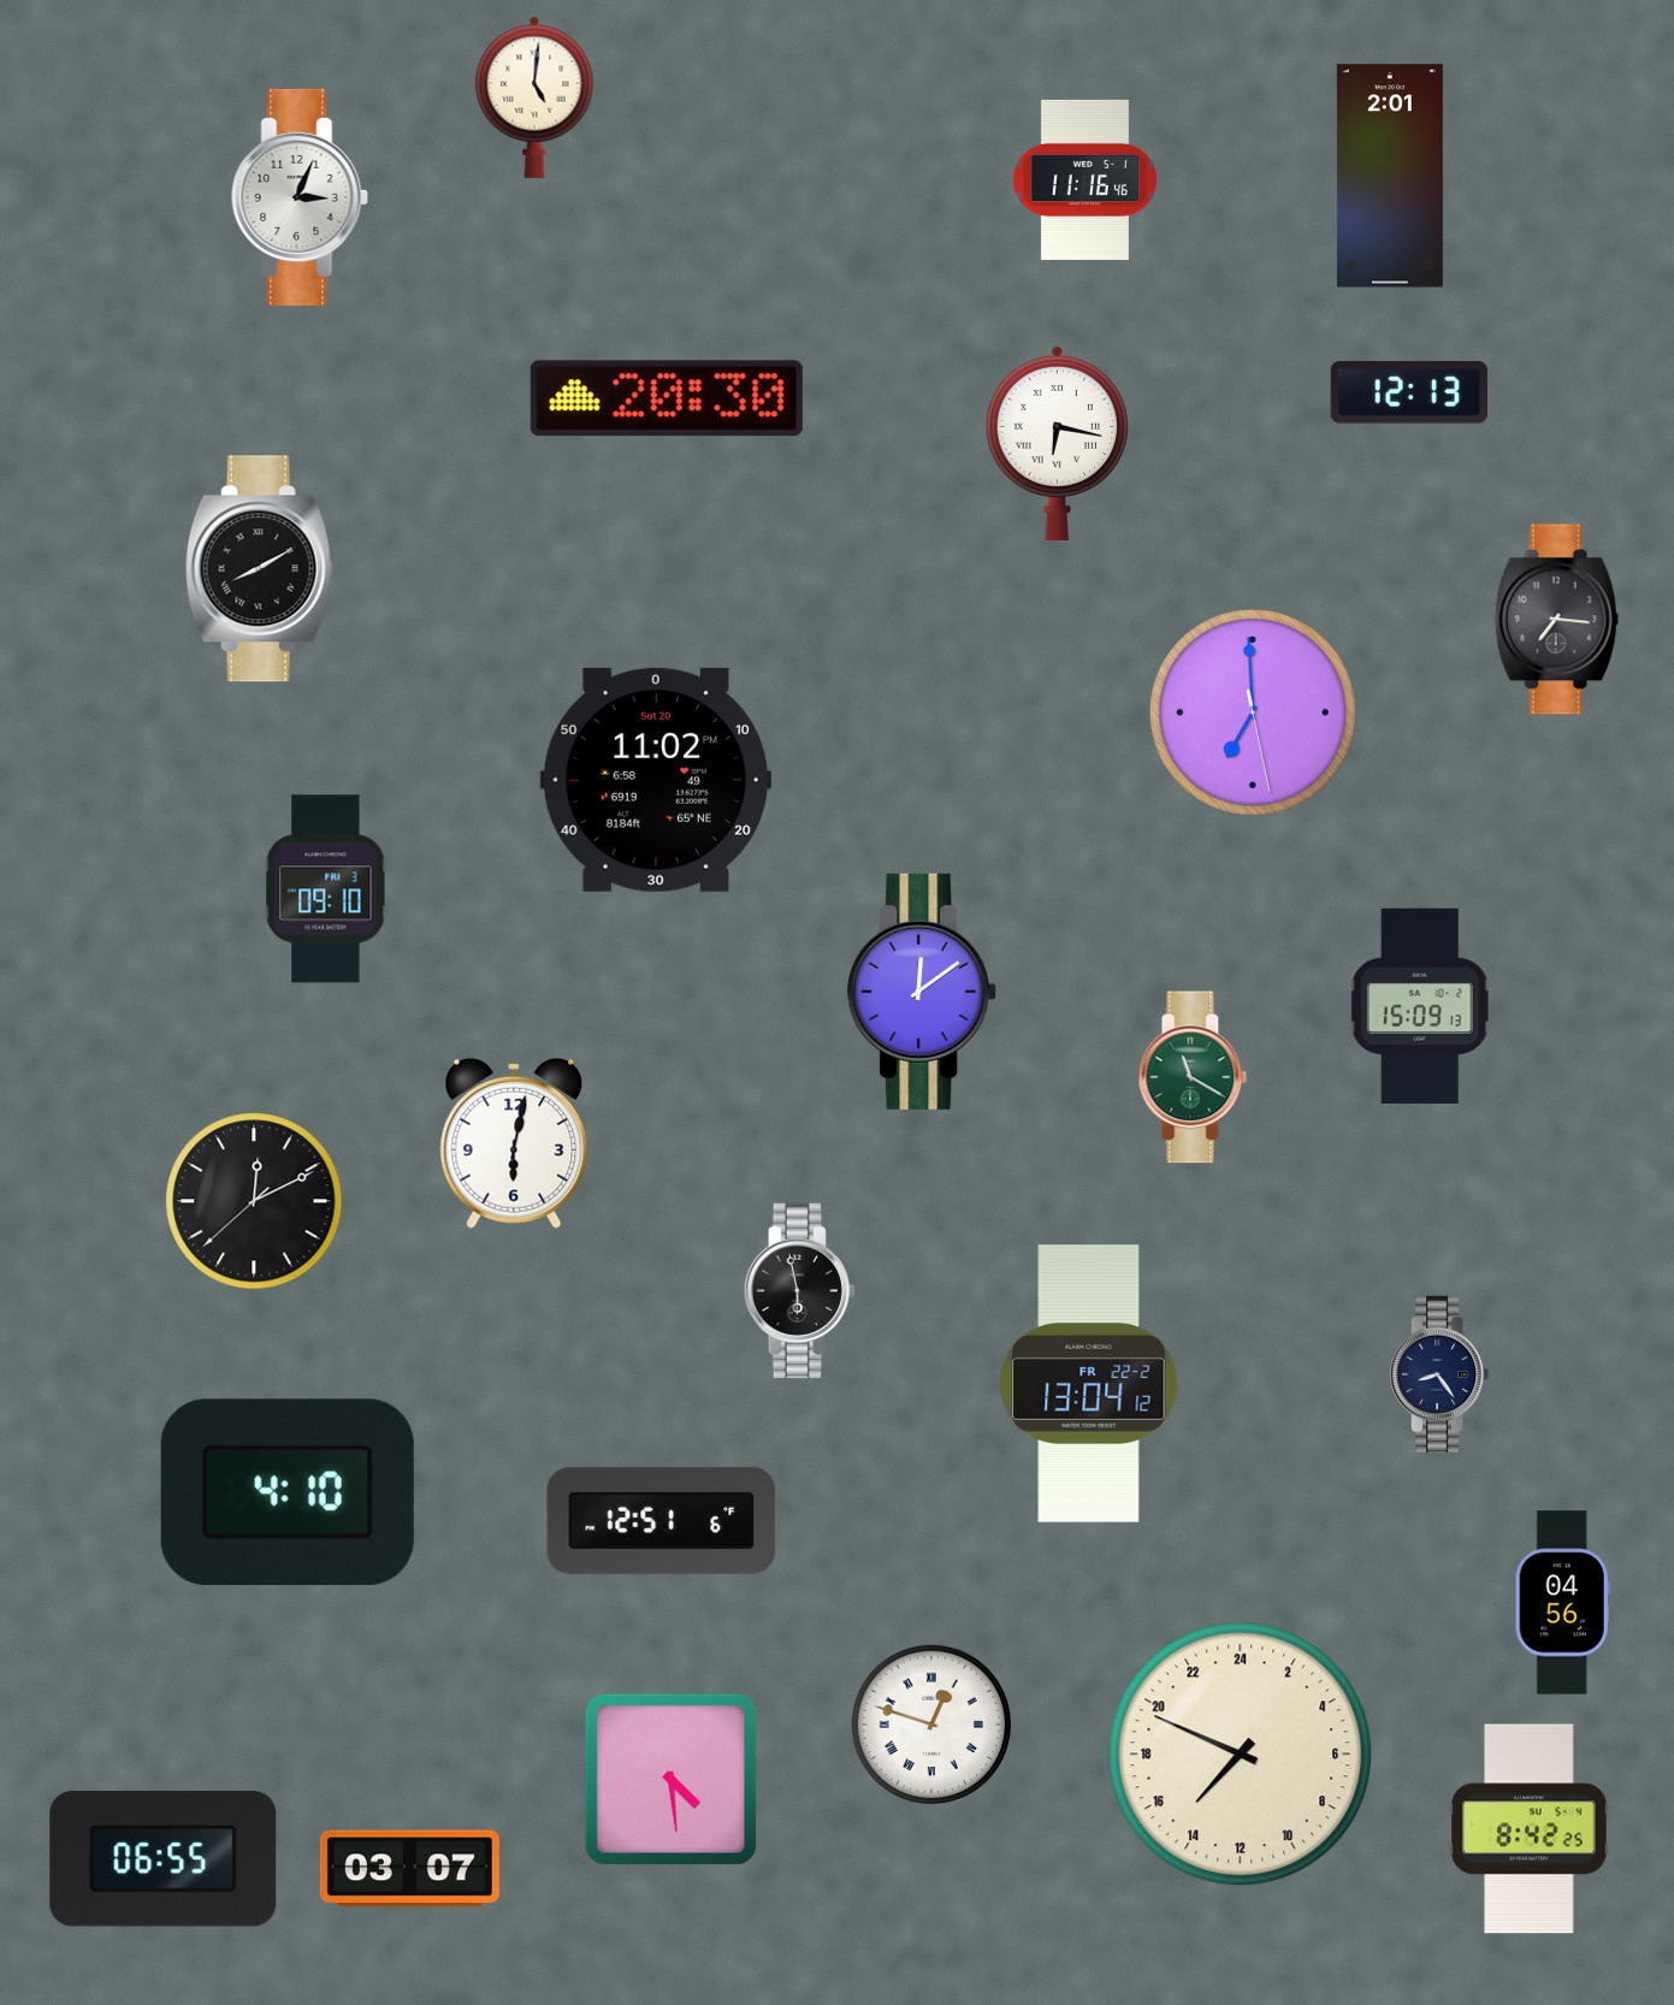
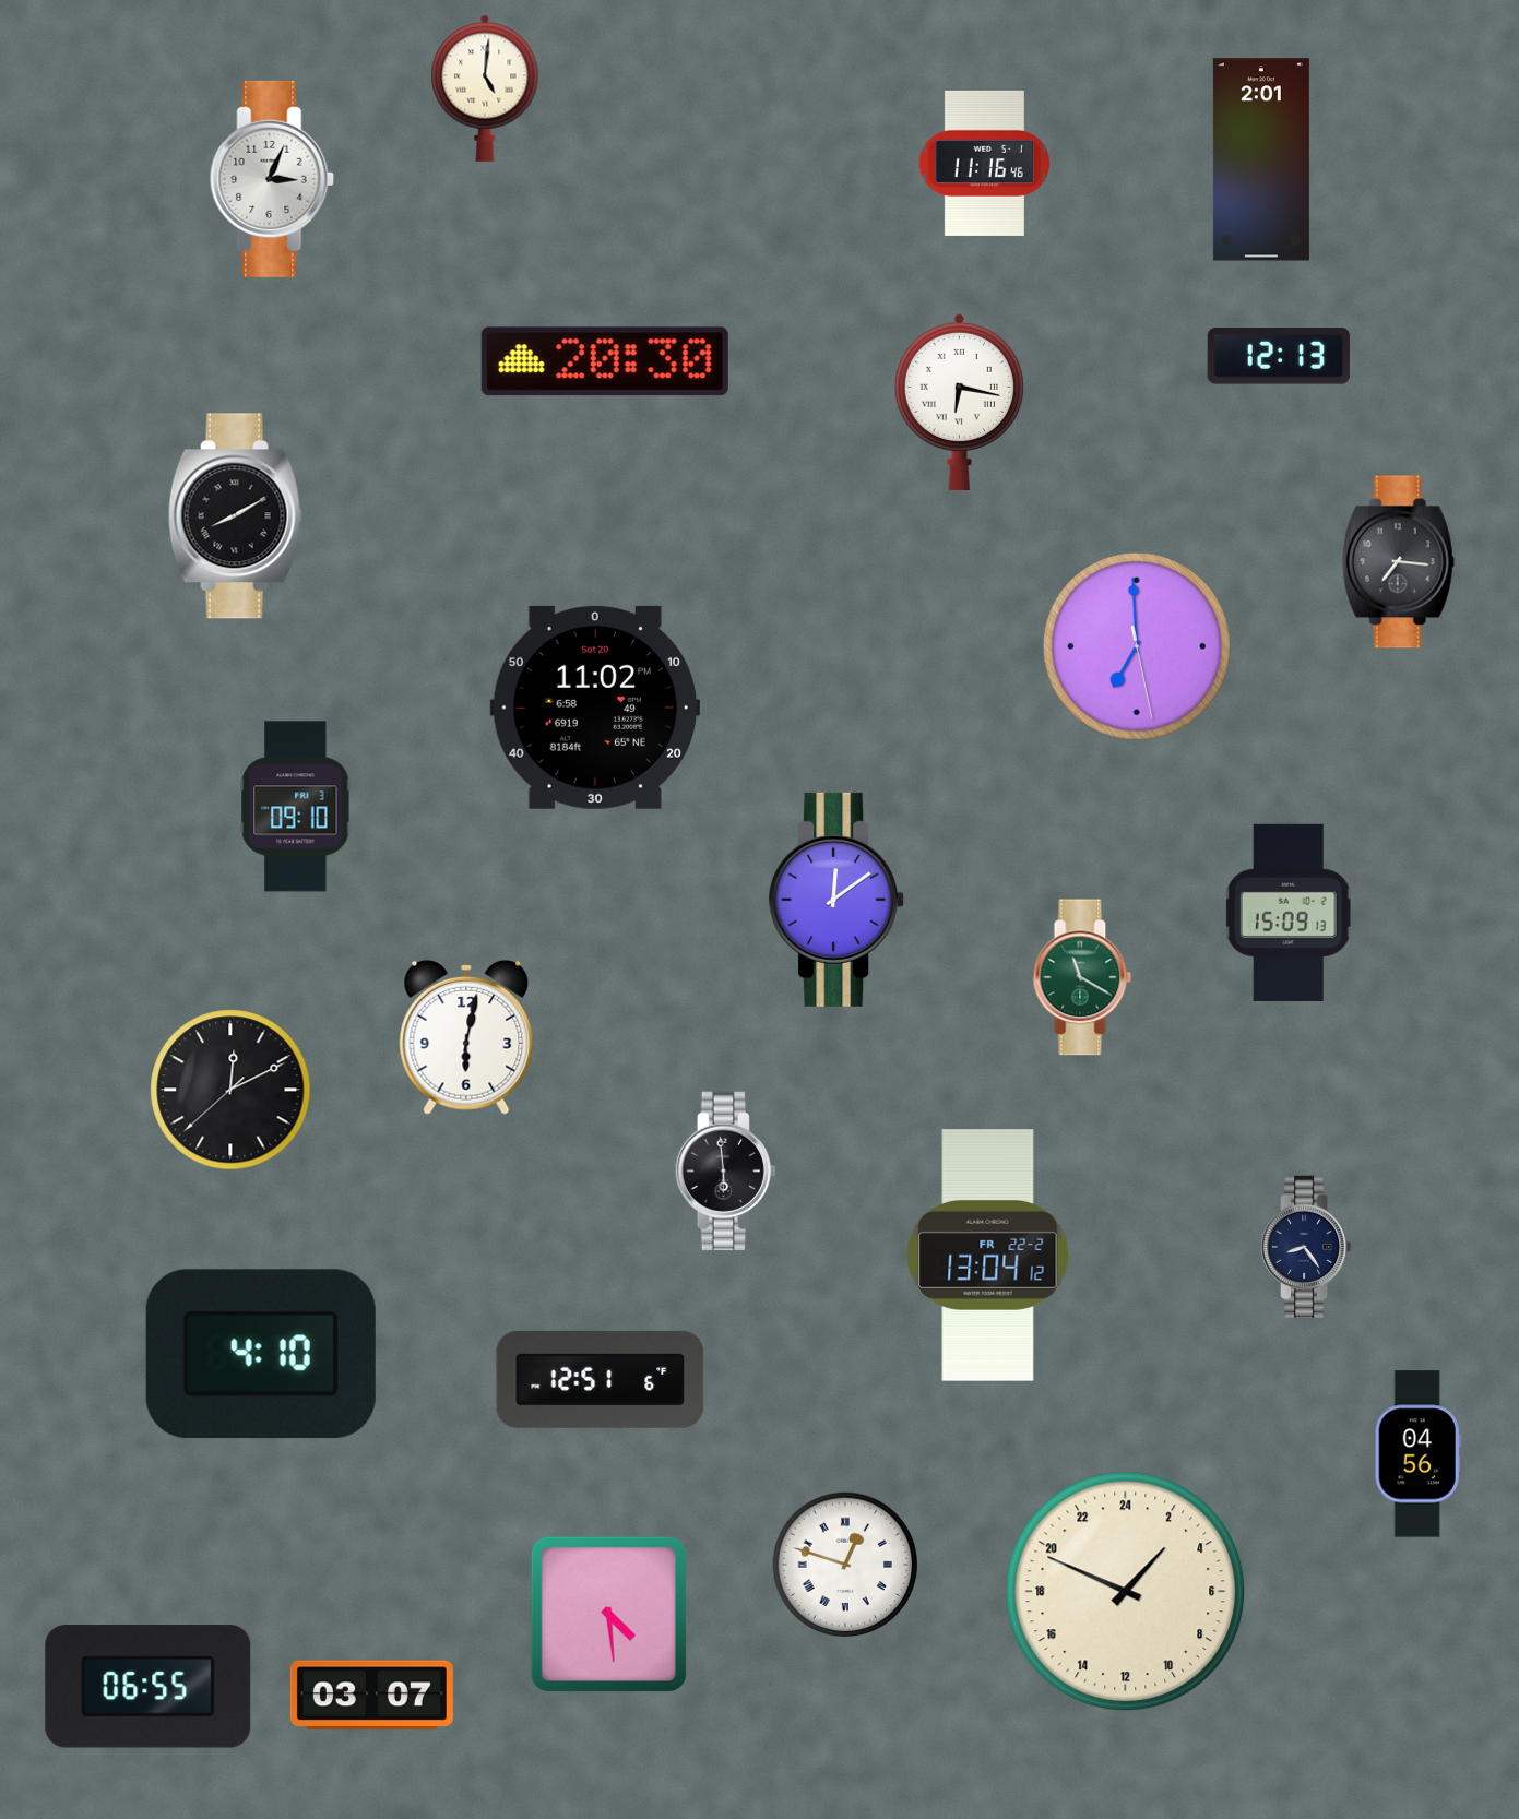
clock at (1556, 620) position: (1556, 620) -> (1398, 562)
clock at (799, 1291): 5:58 -> 5:59
clock at (1241, 1755): 14:49 -> 2:49
clock at (1530, 1829): 8:42 -> none
